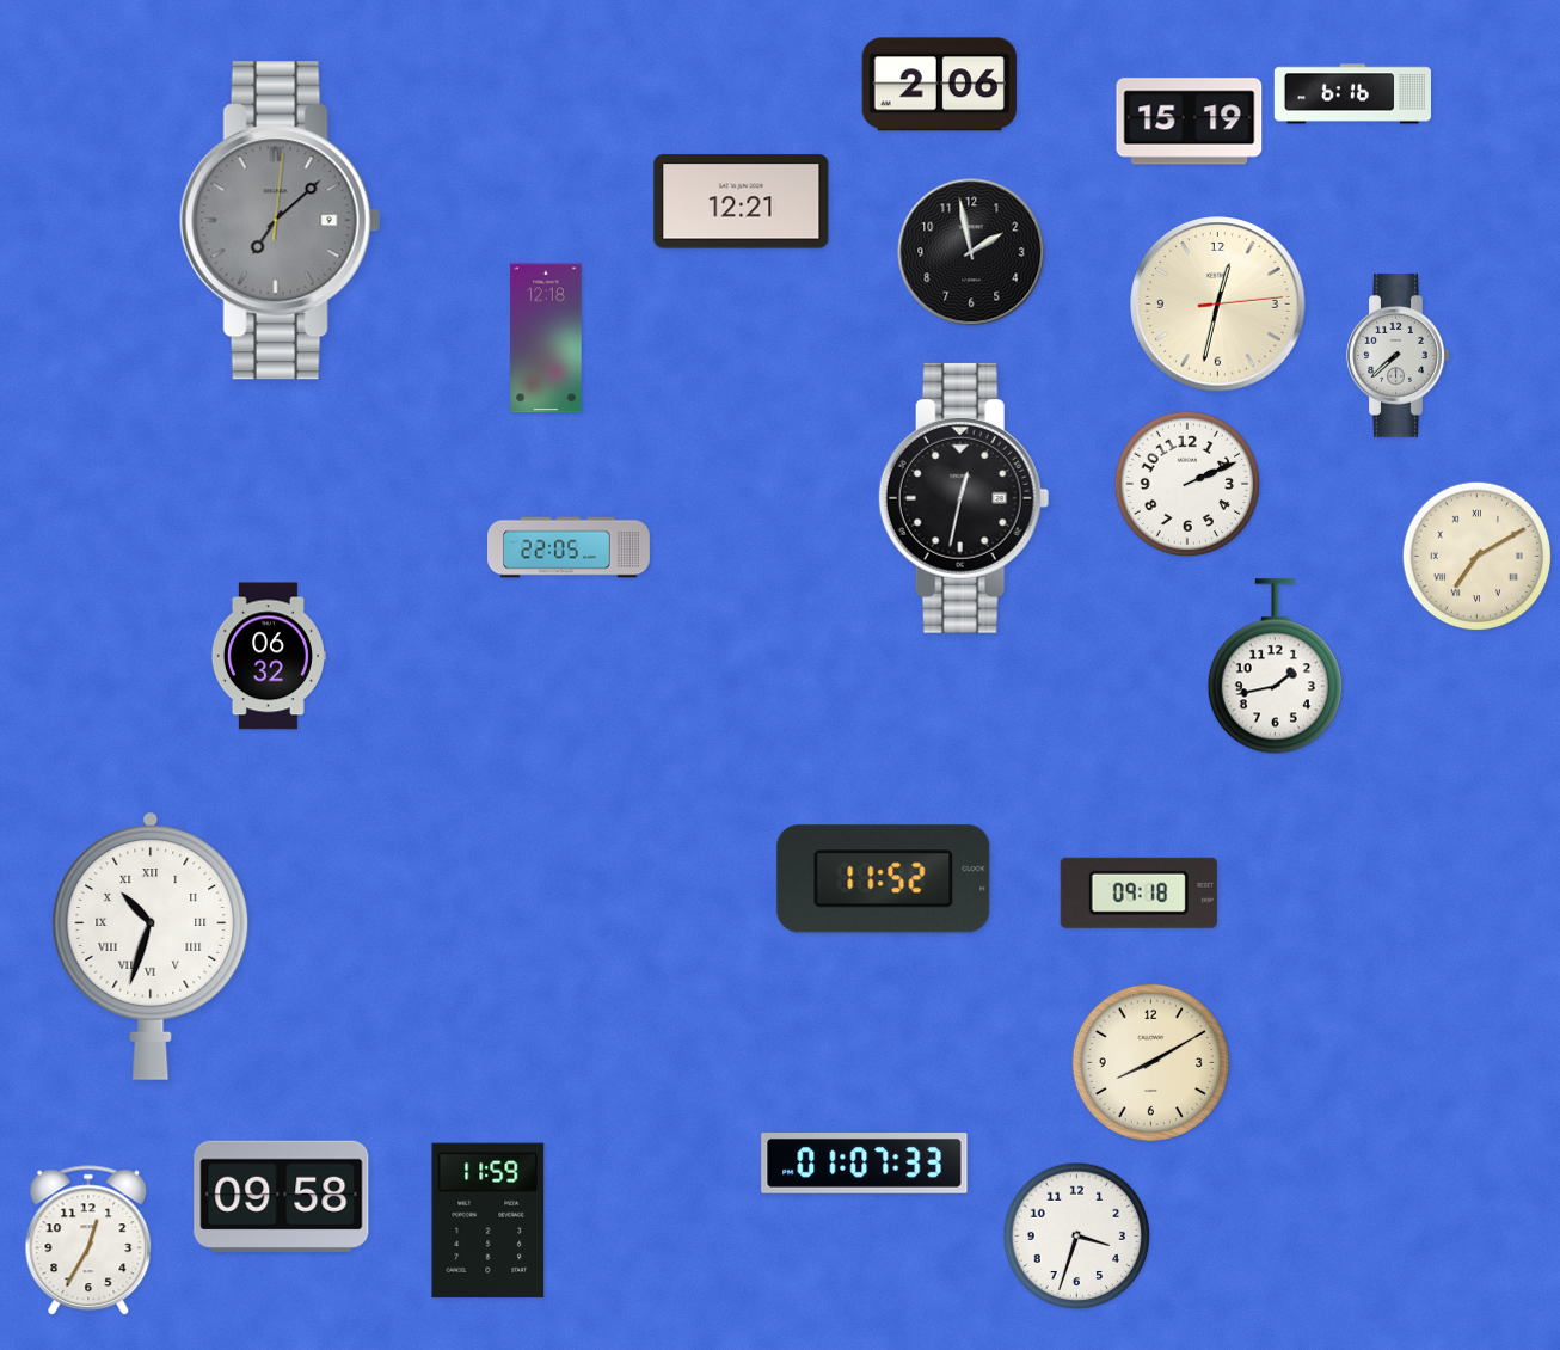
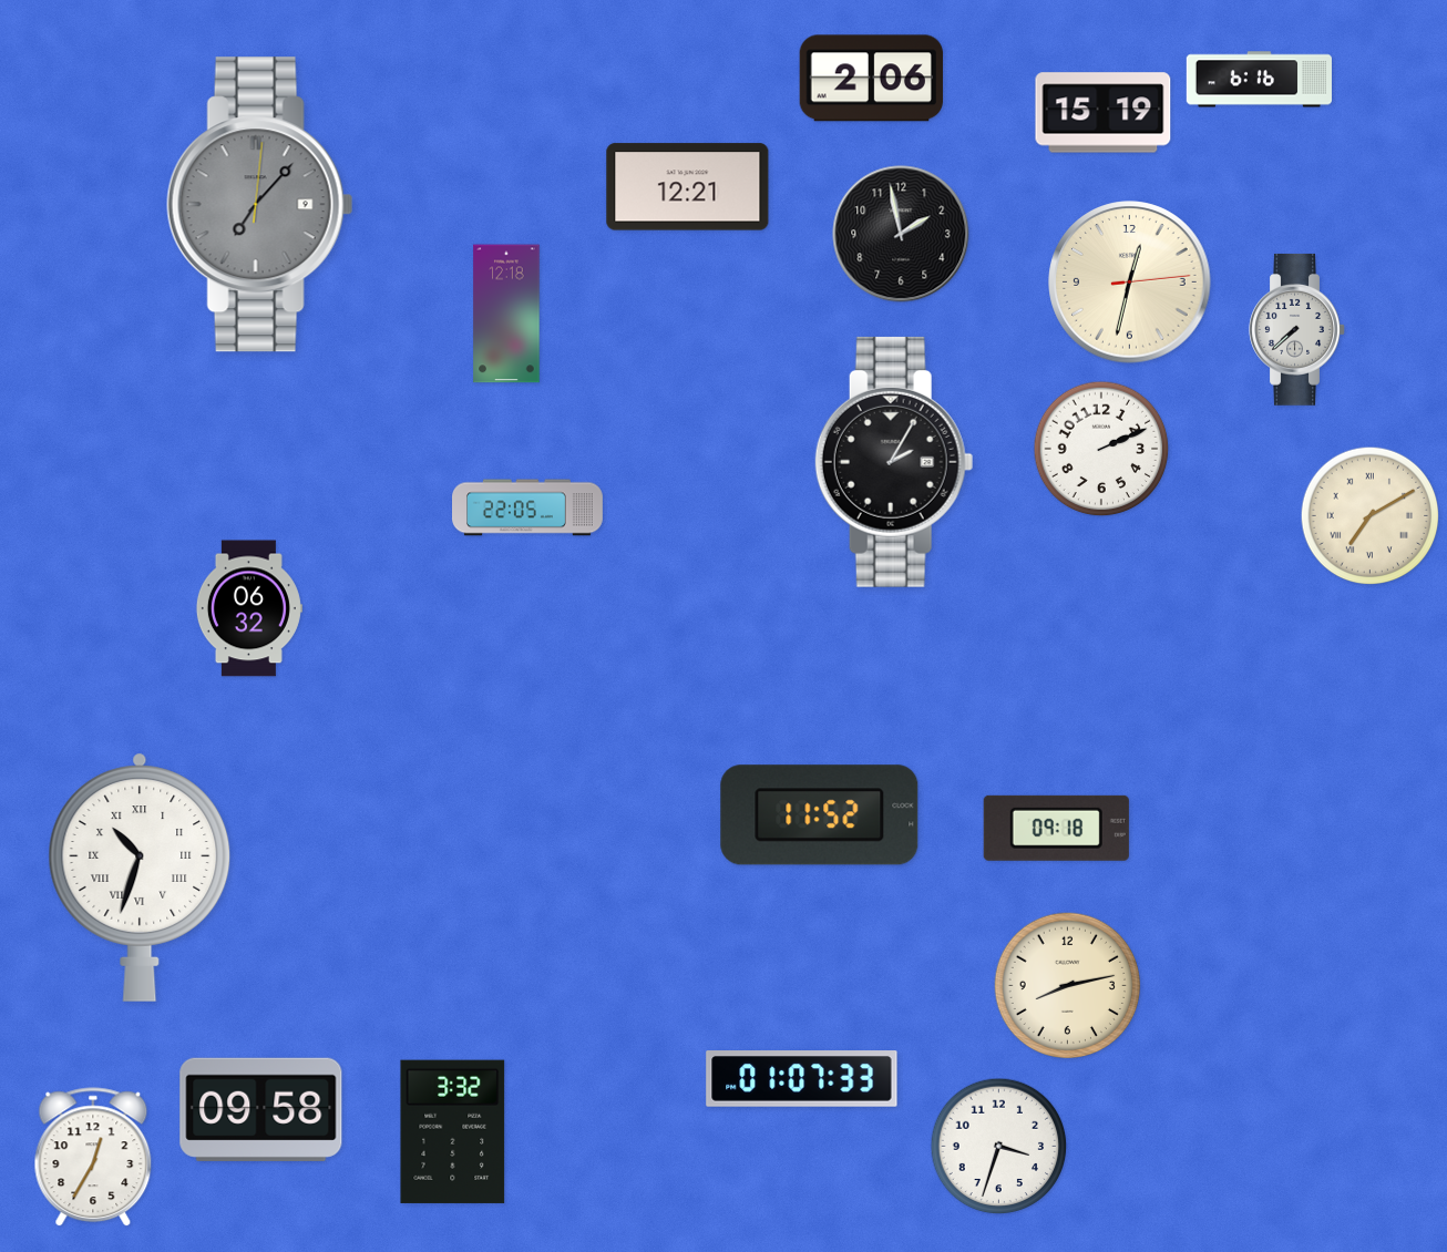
clock at (1352, 94) position: (1352, 94) -> (1259, 80)
clock at (280, 221): 7:08 -> 7:07
clock at (964, 498): 12:32 -> 2:05
clock at (1275, 667): 1:43 -> none
clock at (1150, 1062): 8:10 -> 8:13
clock at (489, 1220): 11:59 -> 3:32
clock at (88, 1241) position: (88, 1241) -> (93, 1158)
